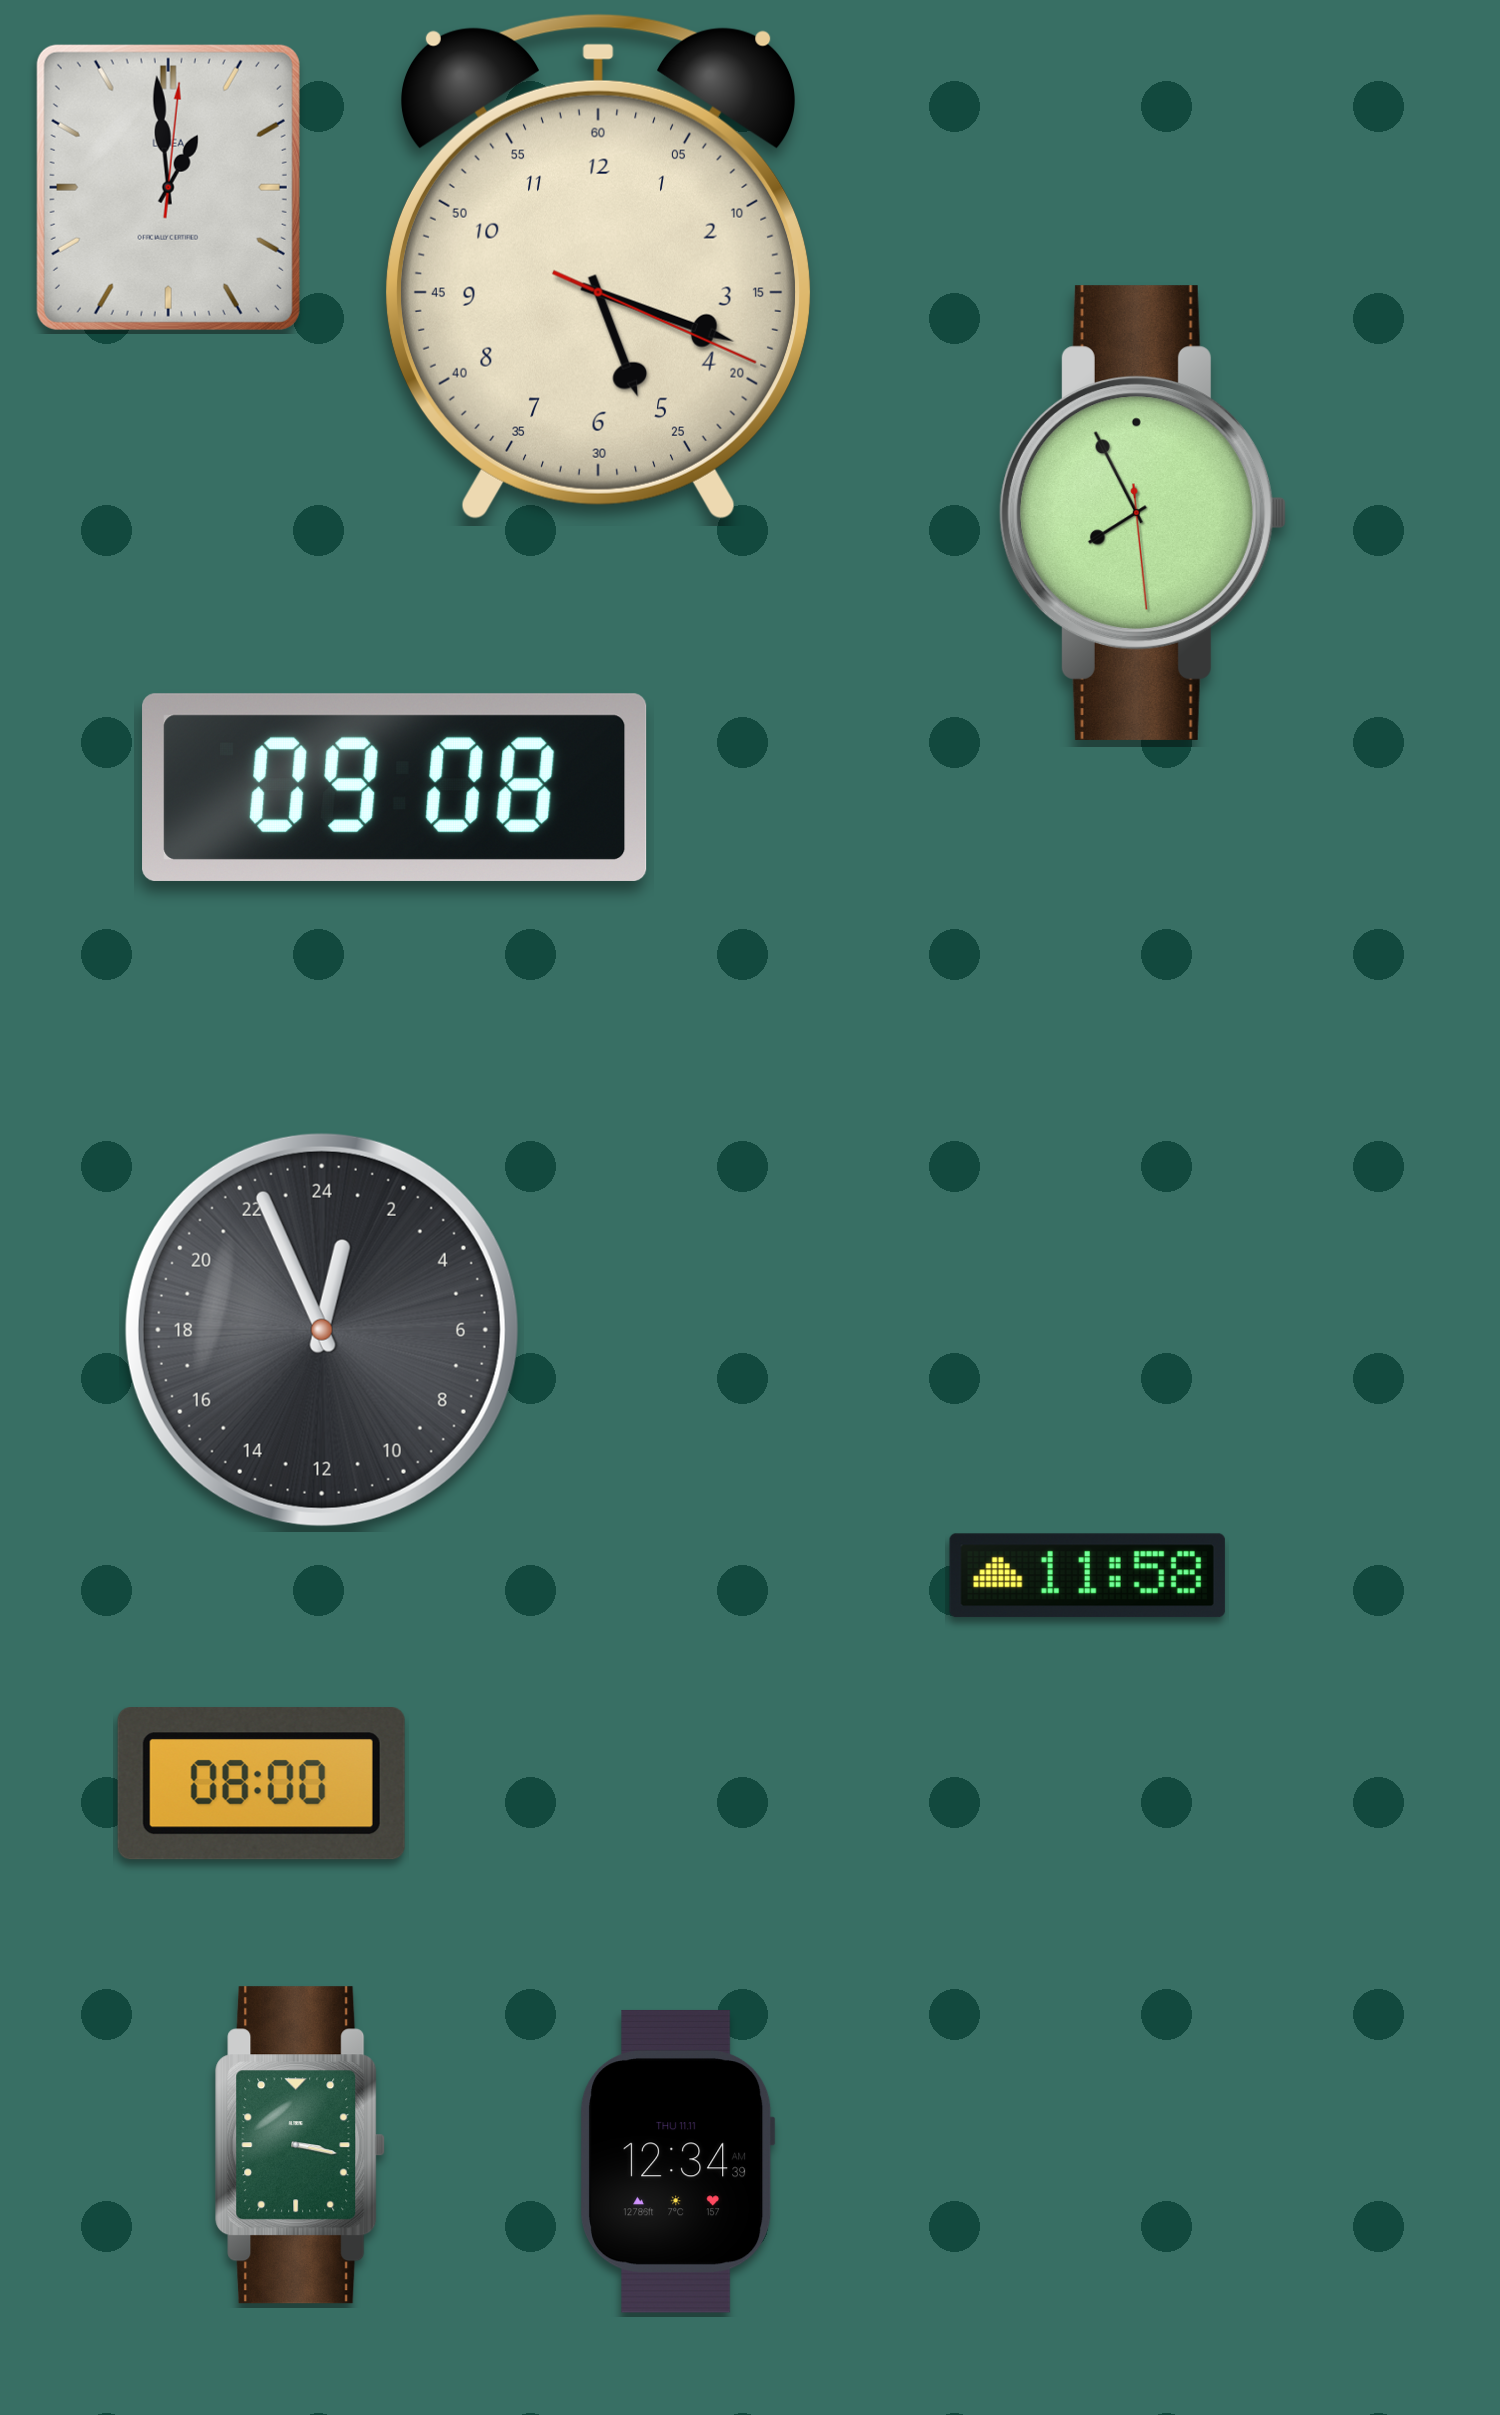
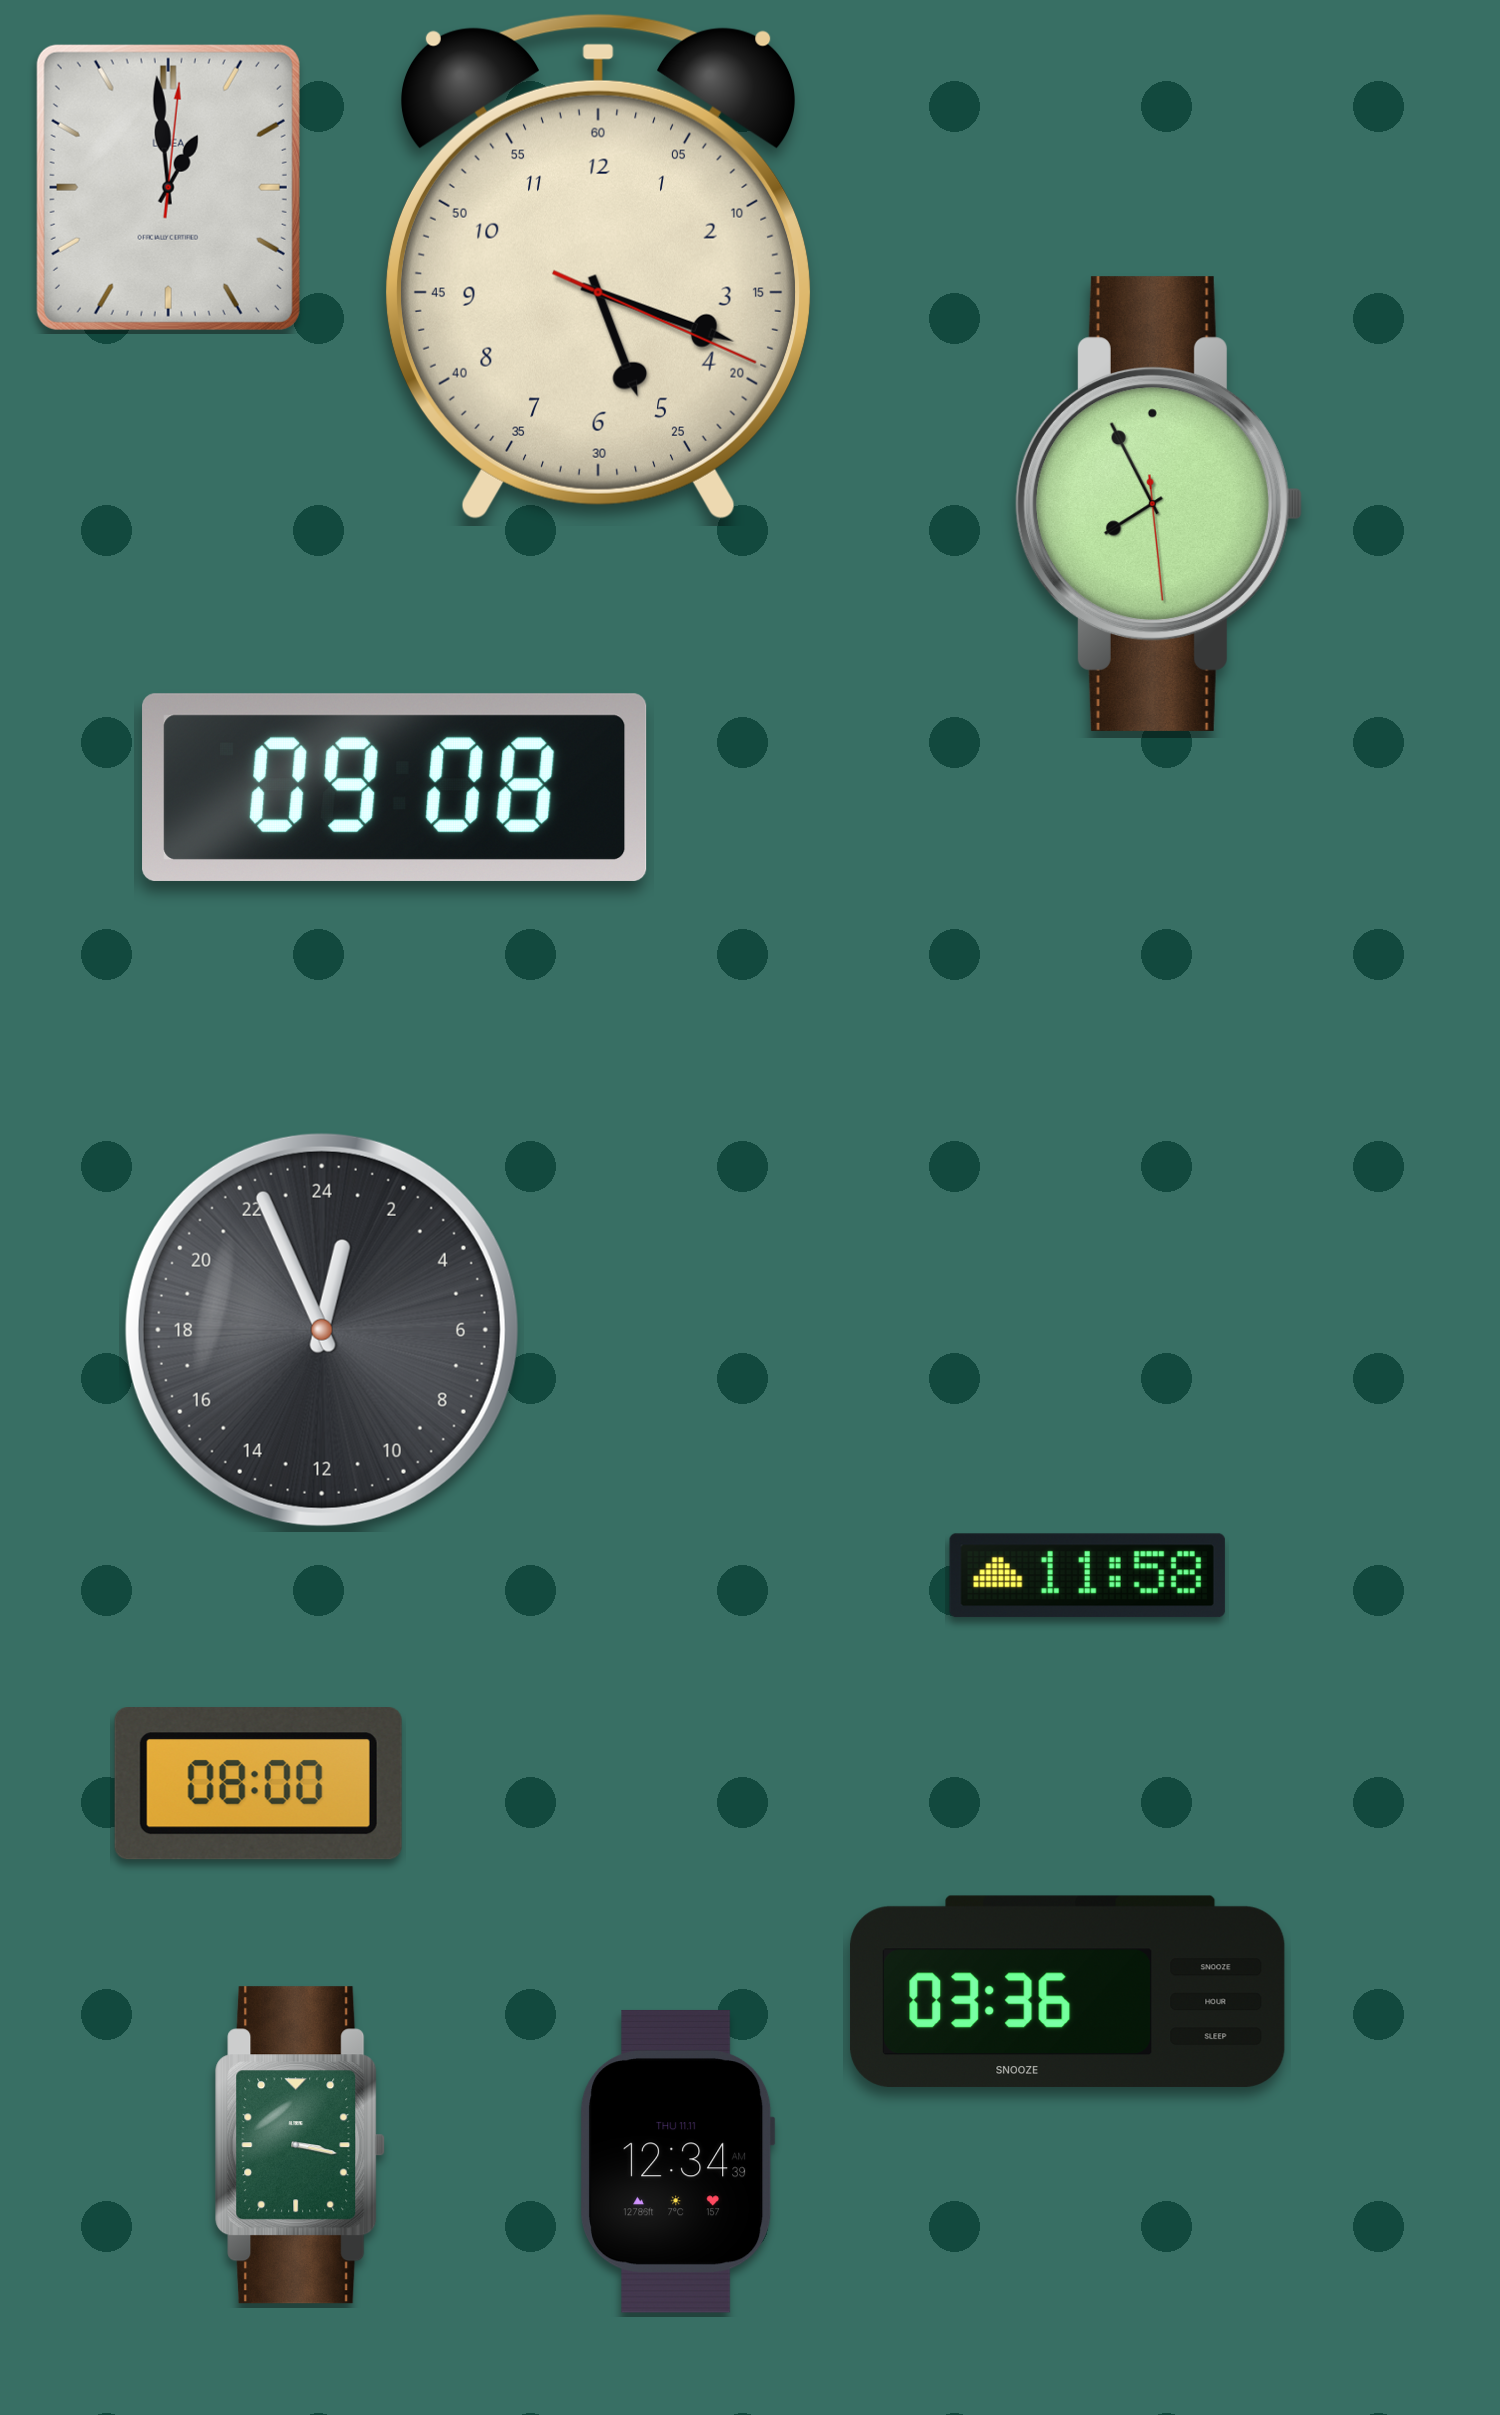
clock at (1142, 513) position: (1142, 513) -> (1158, 504)
clock at (261, 1784) position: (261, 1784) -> (258, 1784)
clock at (1068, 1991): none -> 03:36
